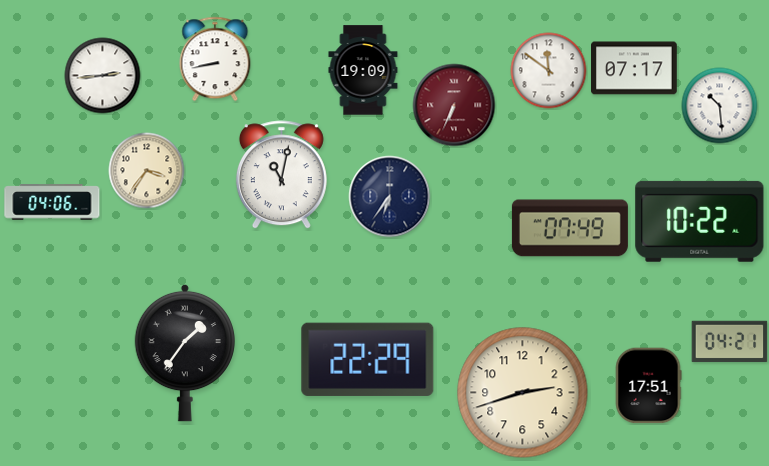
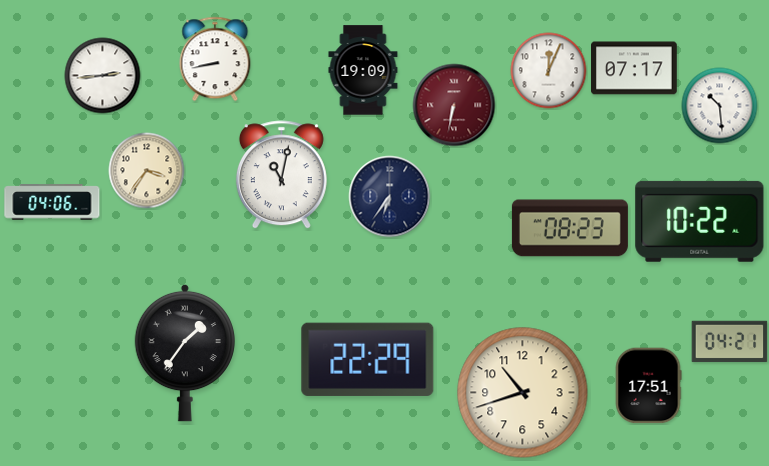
clock at (549, 71): 11:51 -> 12:04
clock at (454, 105): 6:34 -> 6:32
clock at (570, 228): 07:49 -> 08:23
clock at (523, 393): 2:42 -> 10:42
